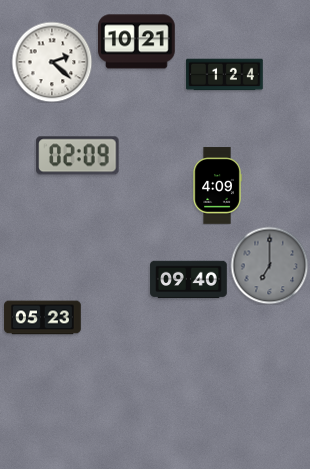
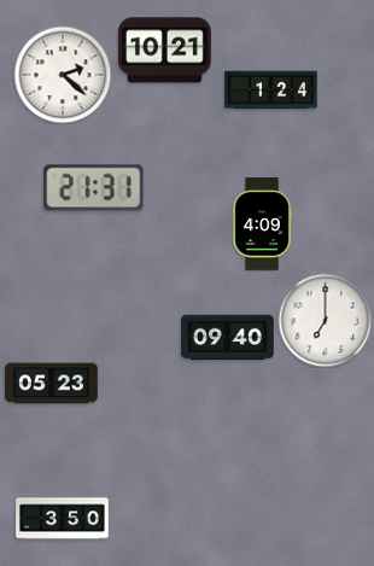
clock at (78, 156): 02:09 -> 21:31
clock at (269, 265) dial: grey -> white
clock at (63, 519): none -> 3:50
